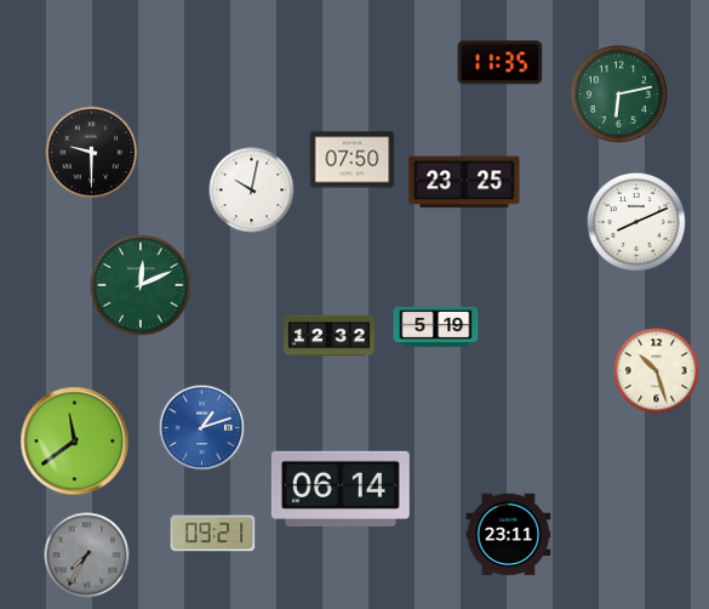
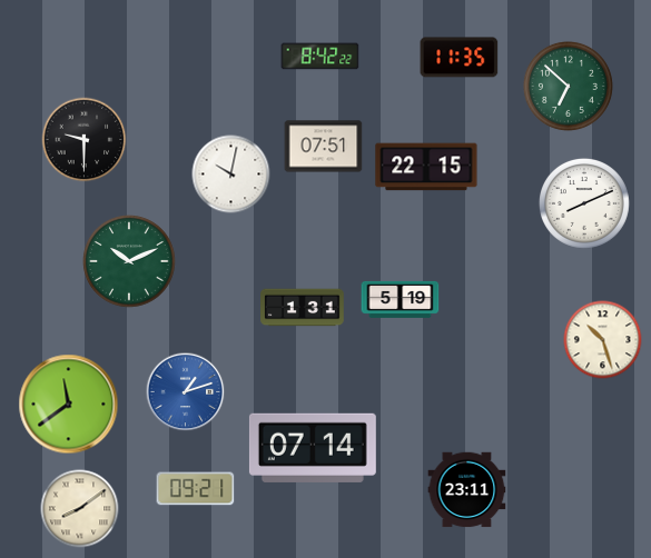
clock at (320, 57): none -> 8:42
clock at (618, 93): 6:13 -> 6:52
clock at (353, 160): 07:50 -> 07:51
clock at (464, 182): 23:25 -> 22:15
clock at (141, 285): 12:11 -> 10:11
clock at (330, 336): 12:32 -> 1:31
clock at (341, 489): 06:14 -> 07:14
clock at (87, 556): 7:35 -> 8:09
clock at (87, 556) dial: grey -> cream
